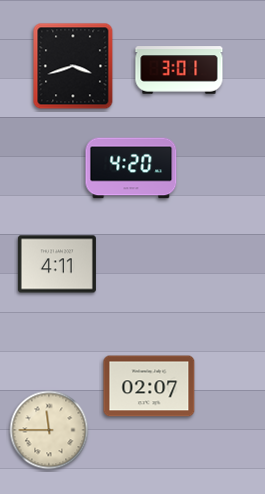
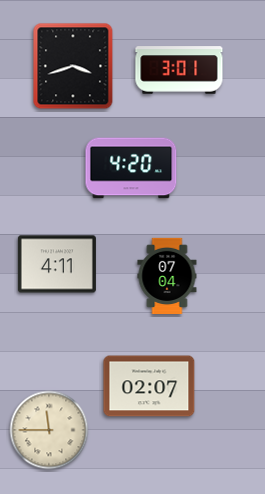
clock at (167, 275): none -> 07:04
